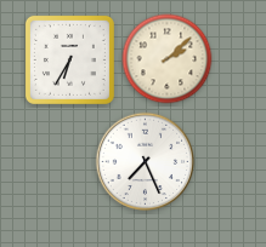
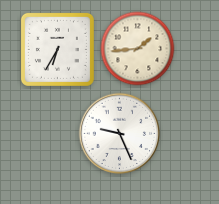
clock at (168, 59): 2:08 -> 1:44
clock at (146, 162): 7:26 -> 9:26
